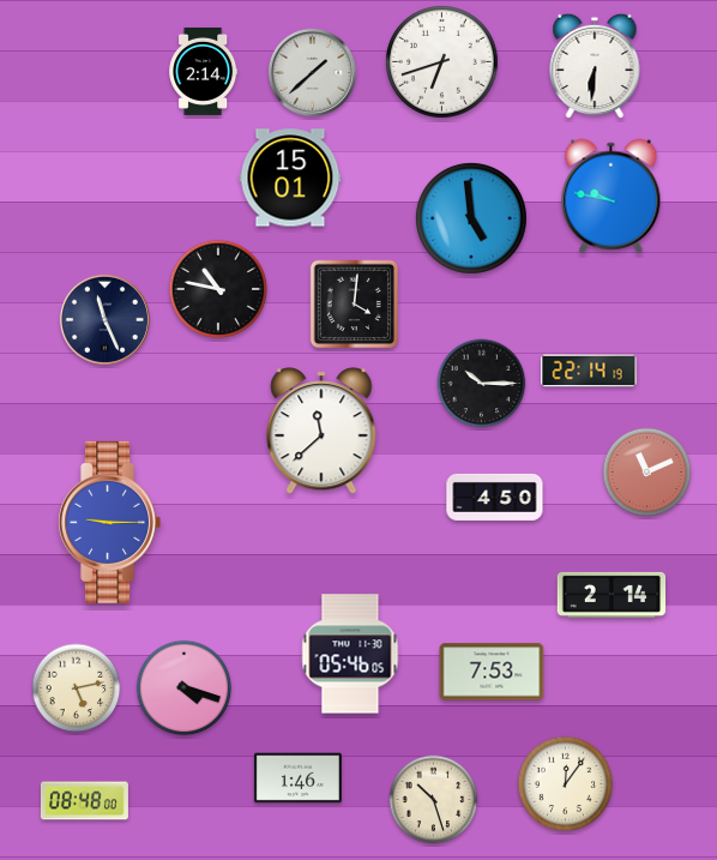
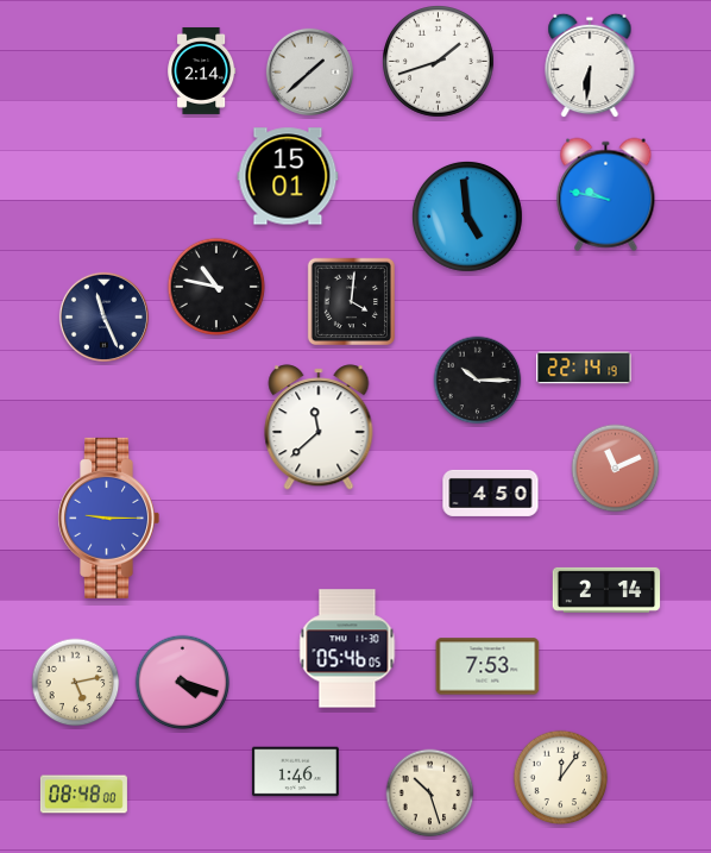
clock at (442, 62): 6:42 -> 1:42
clock at (647, 473) position: (647, 473) -> (616, 469)
